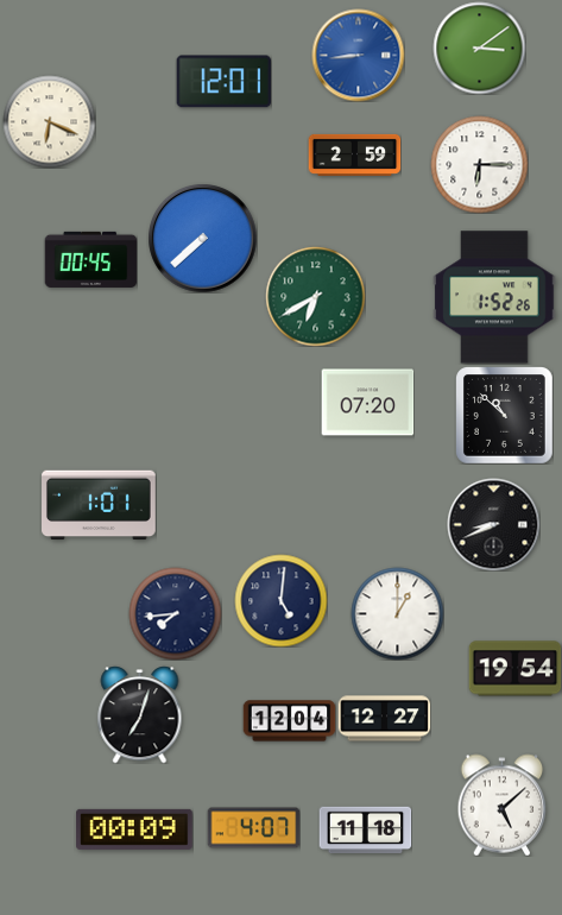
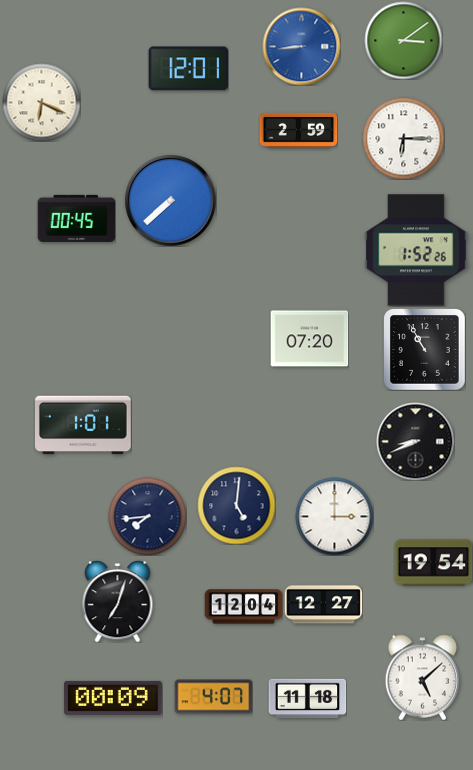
clock at (315, 296): 6:40 -> none
clock at (505, 416): 10:52 -> 10:55
clock at (397, 613): 1:00 -> 3:00
